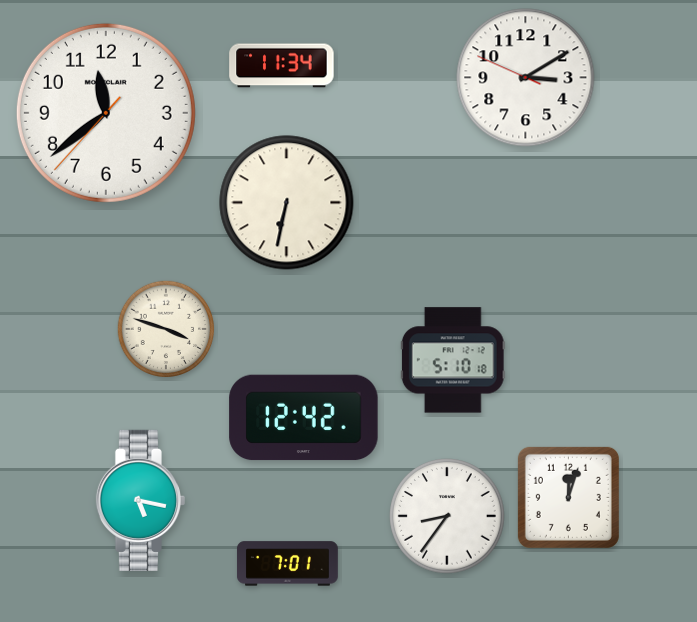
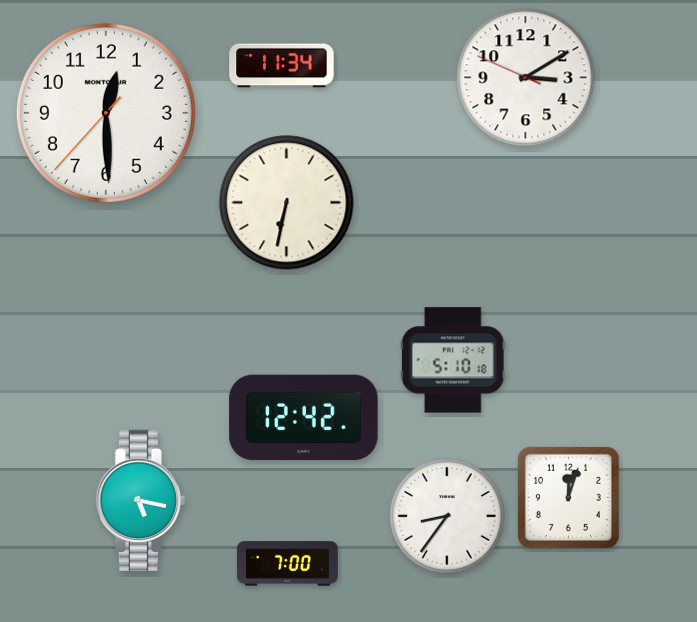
clock at (106, 113): 11:38 -> 12:29
clock at (166, 329): 3:48 -> none
clock at (287, 564): 7:01 -> 7:00
